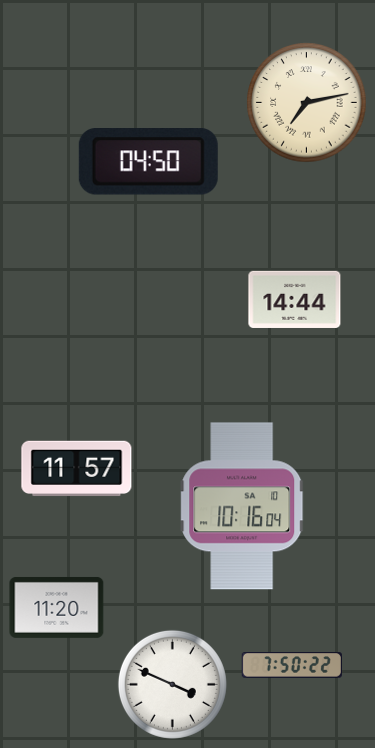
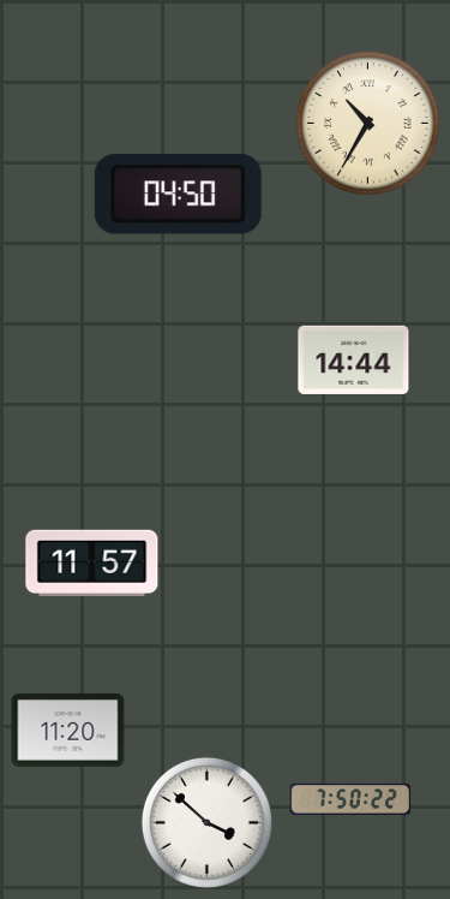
clock at (307, 103): 7:13 -> 10:35
clock at (242, 506): 10:16 -> none
clock at (172, 684): 3:49 -> 3:52
